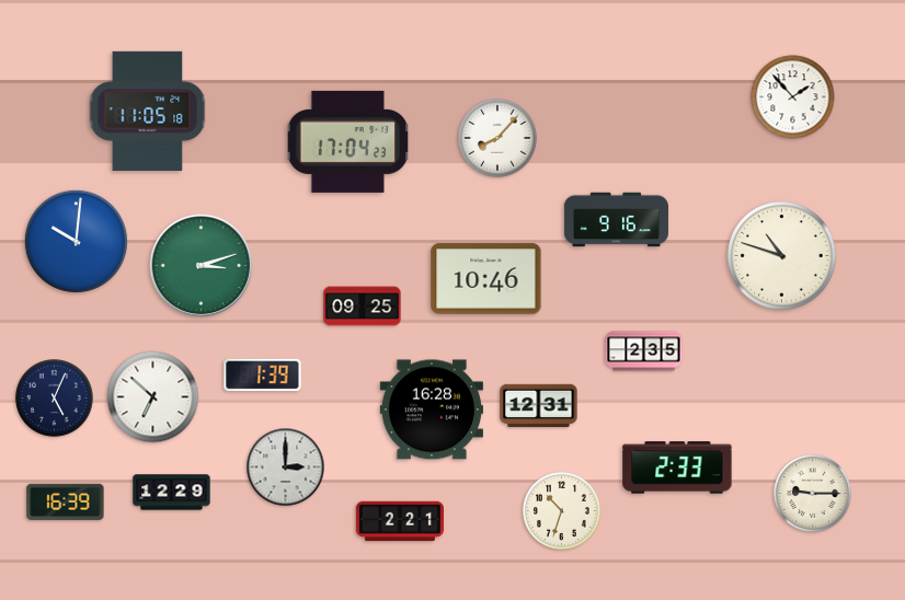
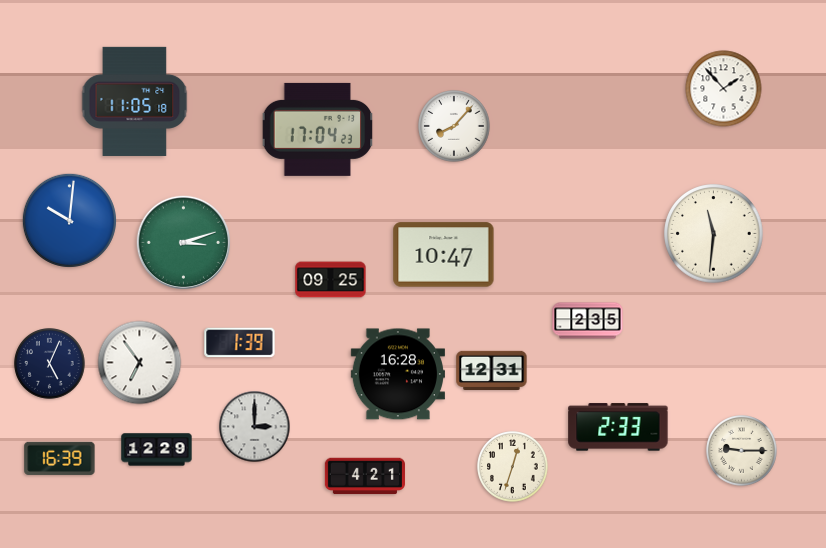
clock at (616, 220): 9:16 -> none
clock at (782, 256): 10:48 -> 11:31
clock at (486, 279): 10:46 -> 10:47
clock at (153, 397): 6:52 -> 6:54
clock at (431, 409) position: (431, 409) -> (397, 374)
clock at (286, 468) position: (286, 468) -> (255, 427)
clock at (562, 511): 10:33 -> 12:33
clock at (400, 521): 2:21 -> 4:21
